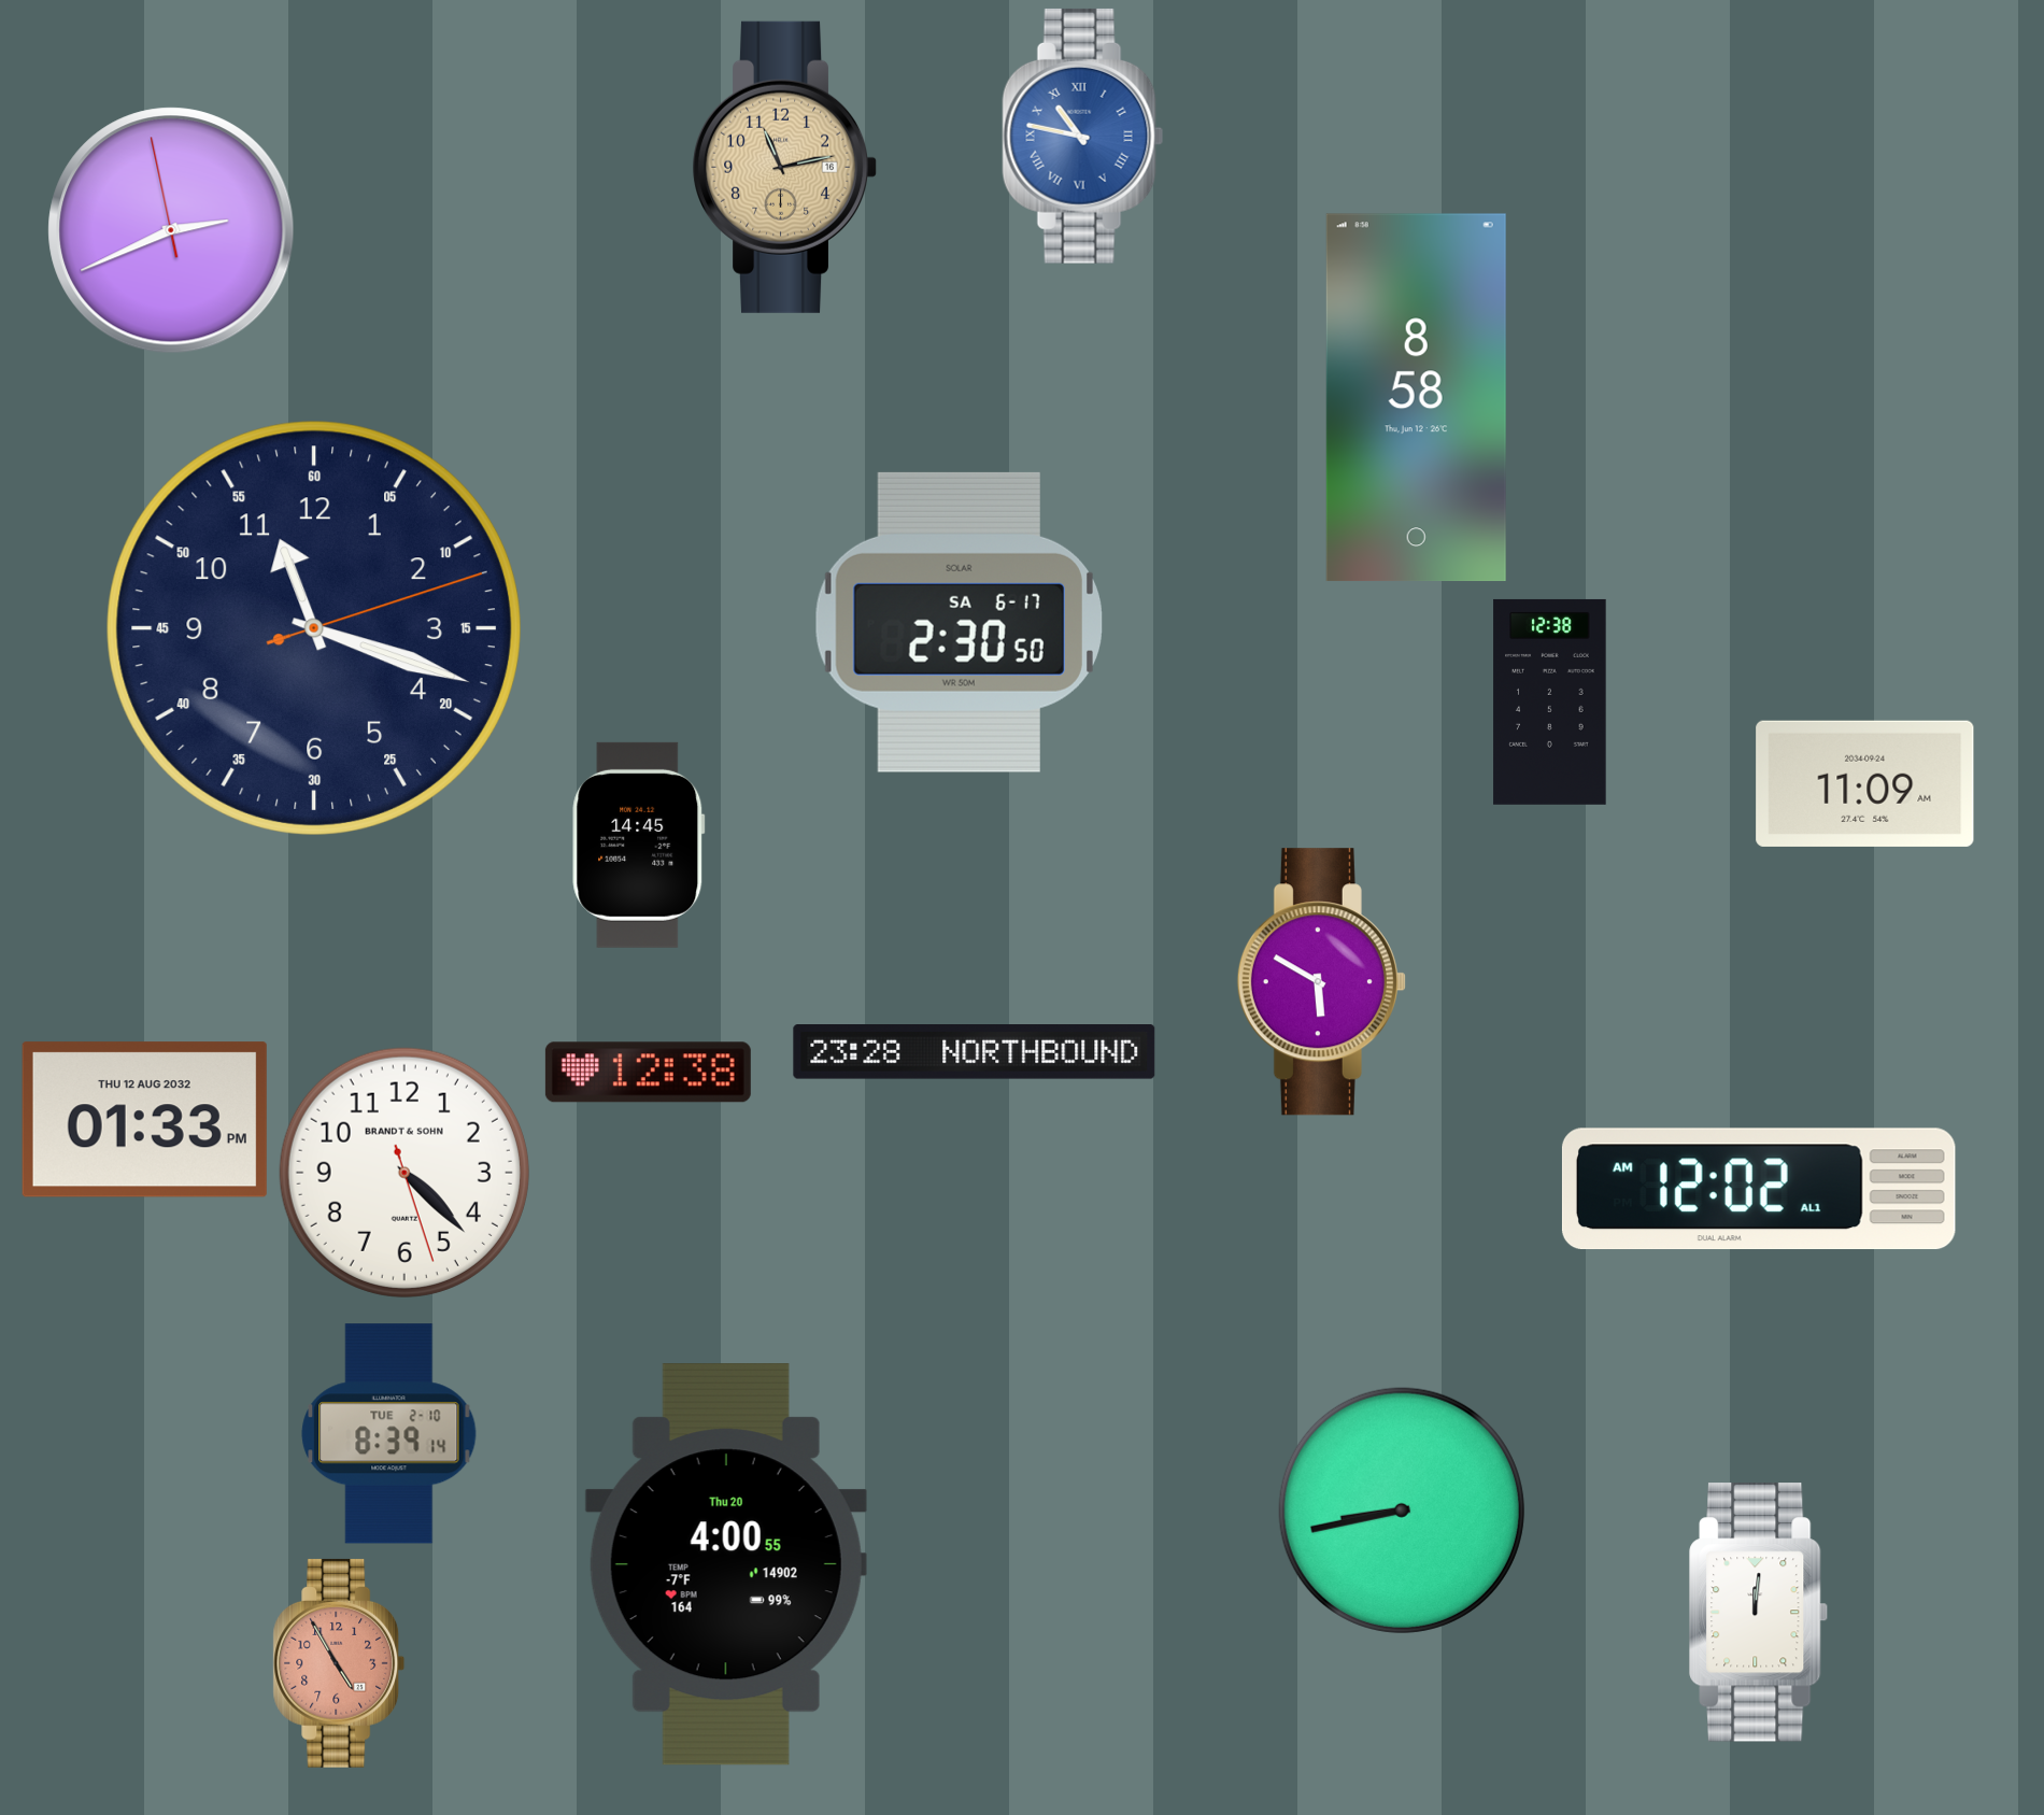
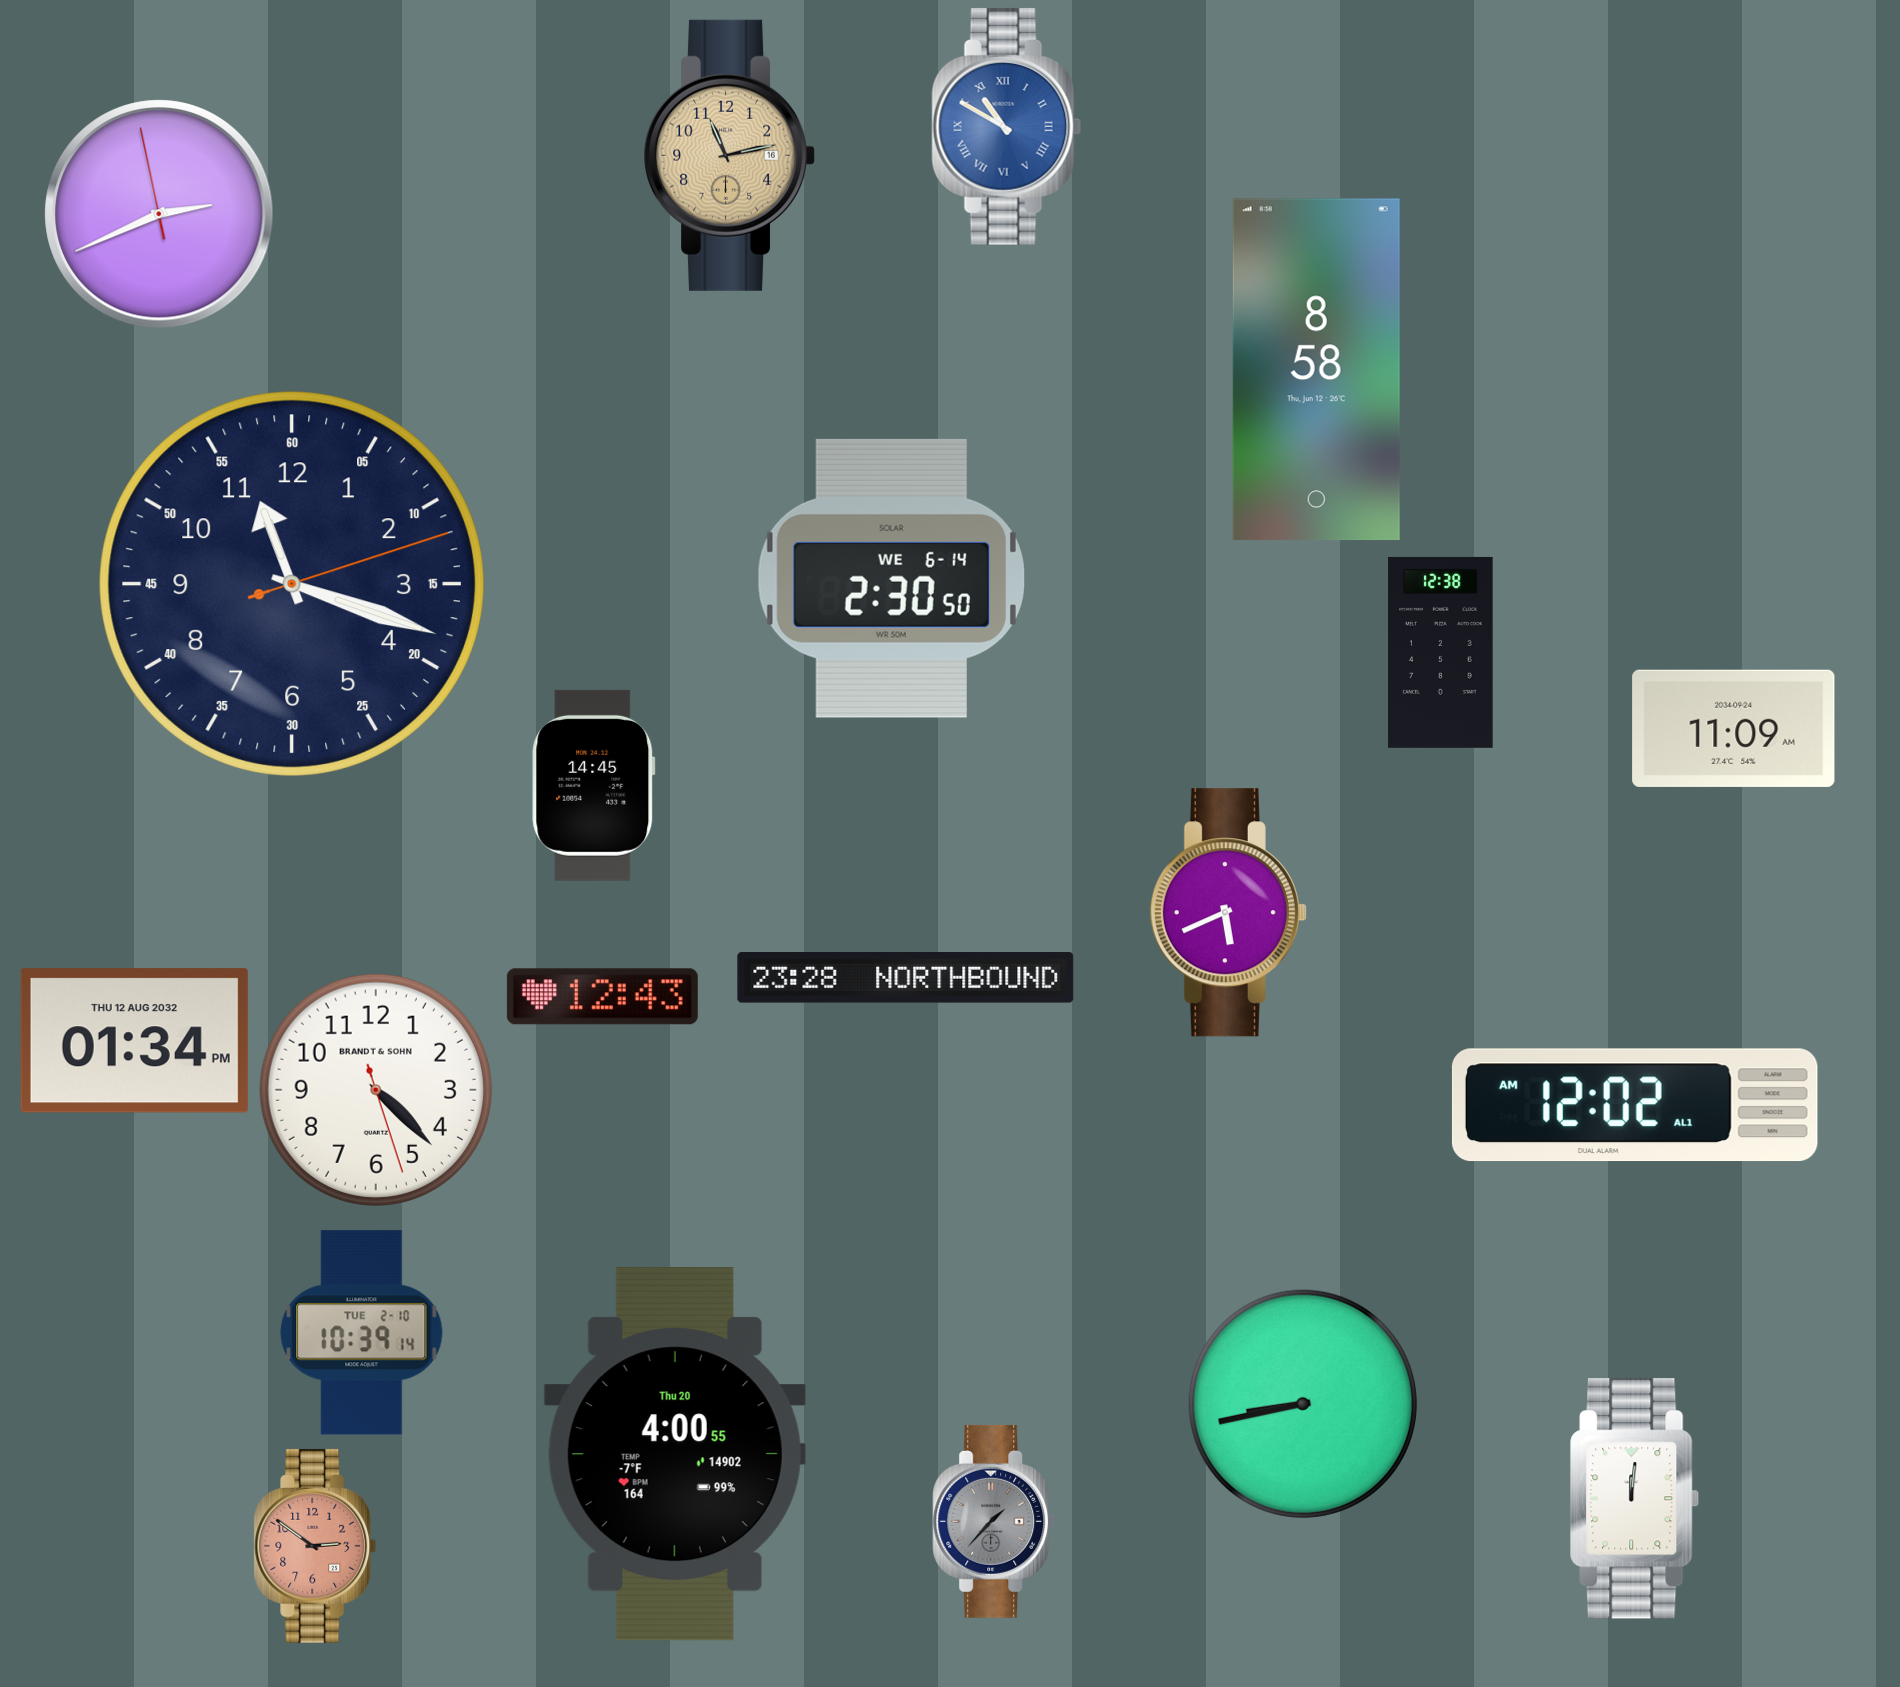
clock at (1083, 136): 10:47 -> 10:50
clock at (959, 622) date: SA 6-17 -> WE 6-14
clock at (1321, 982): 5:50 -> 5:41
clock at (648, 1073): 12:38 -> 12:43
clock at (144, 1120): 01:33 -> 01:34
clock at (389, 1434): 8:39 -> 10:39
clock at (994, 1521): none -> 1:37
clock at (339, 1663): 4:55 -> 2:51
